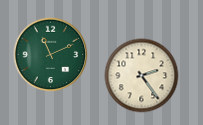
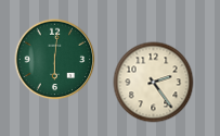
clock at (51, 55): 11:11 -> 6:01
